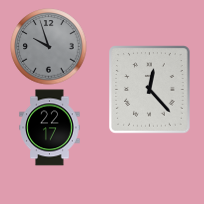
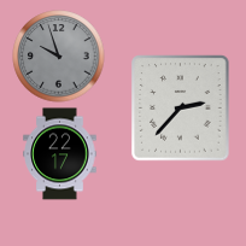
clock at (150, 90): 12:23 -> 2:37
